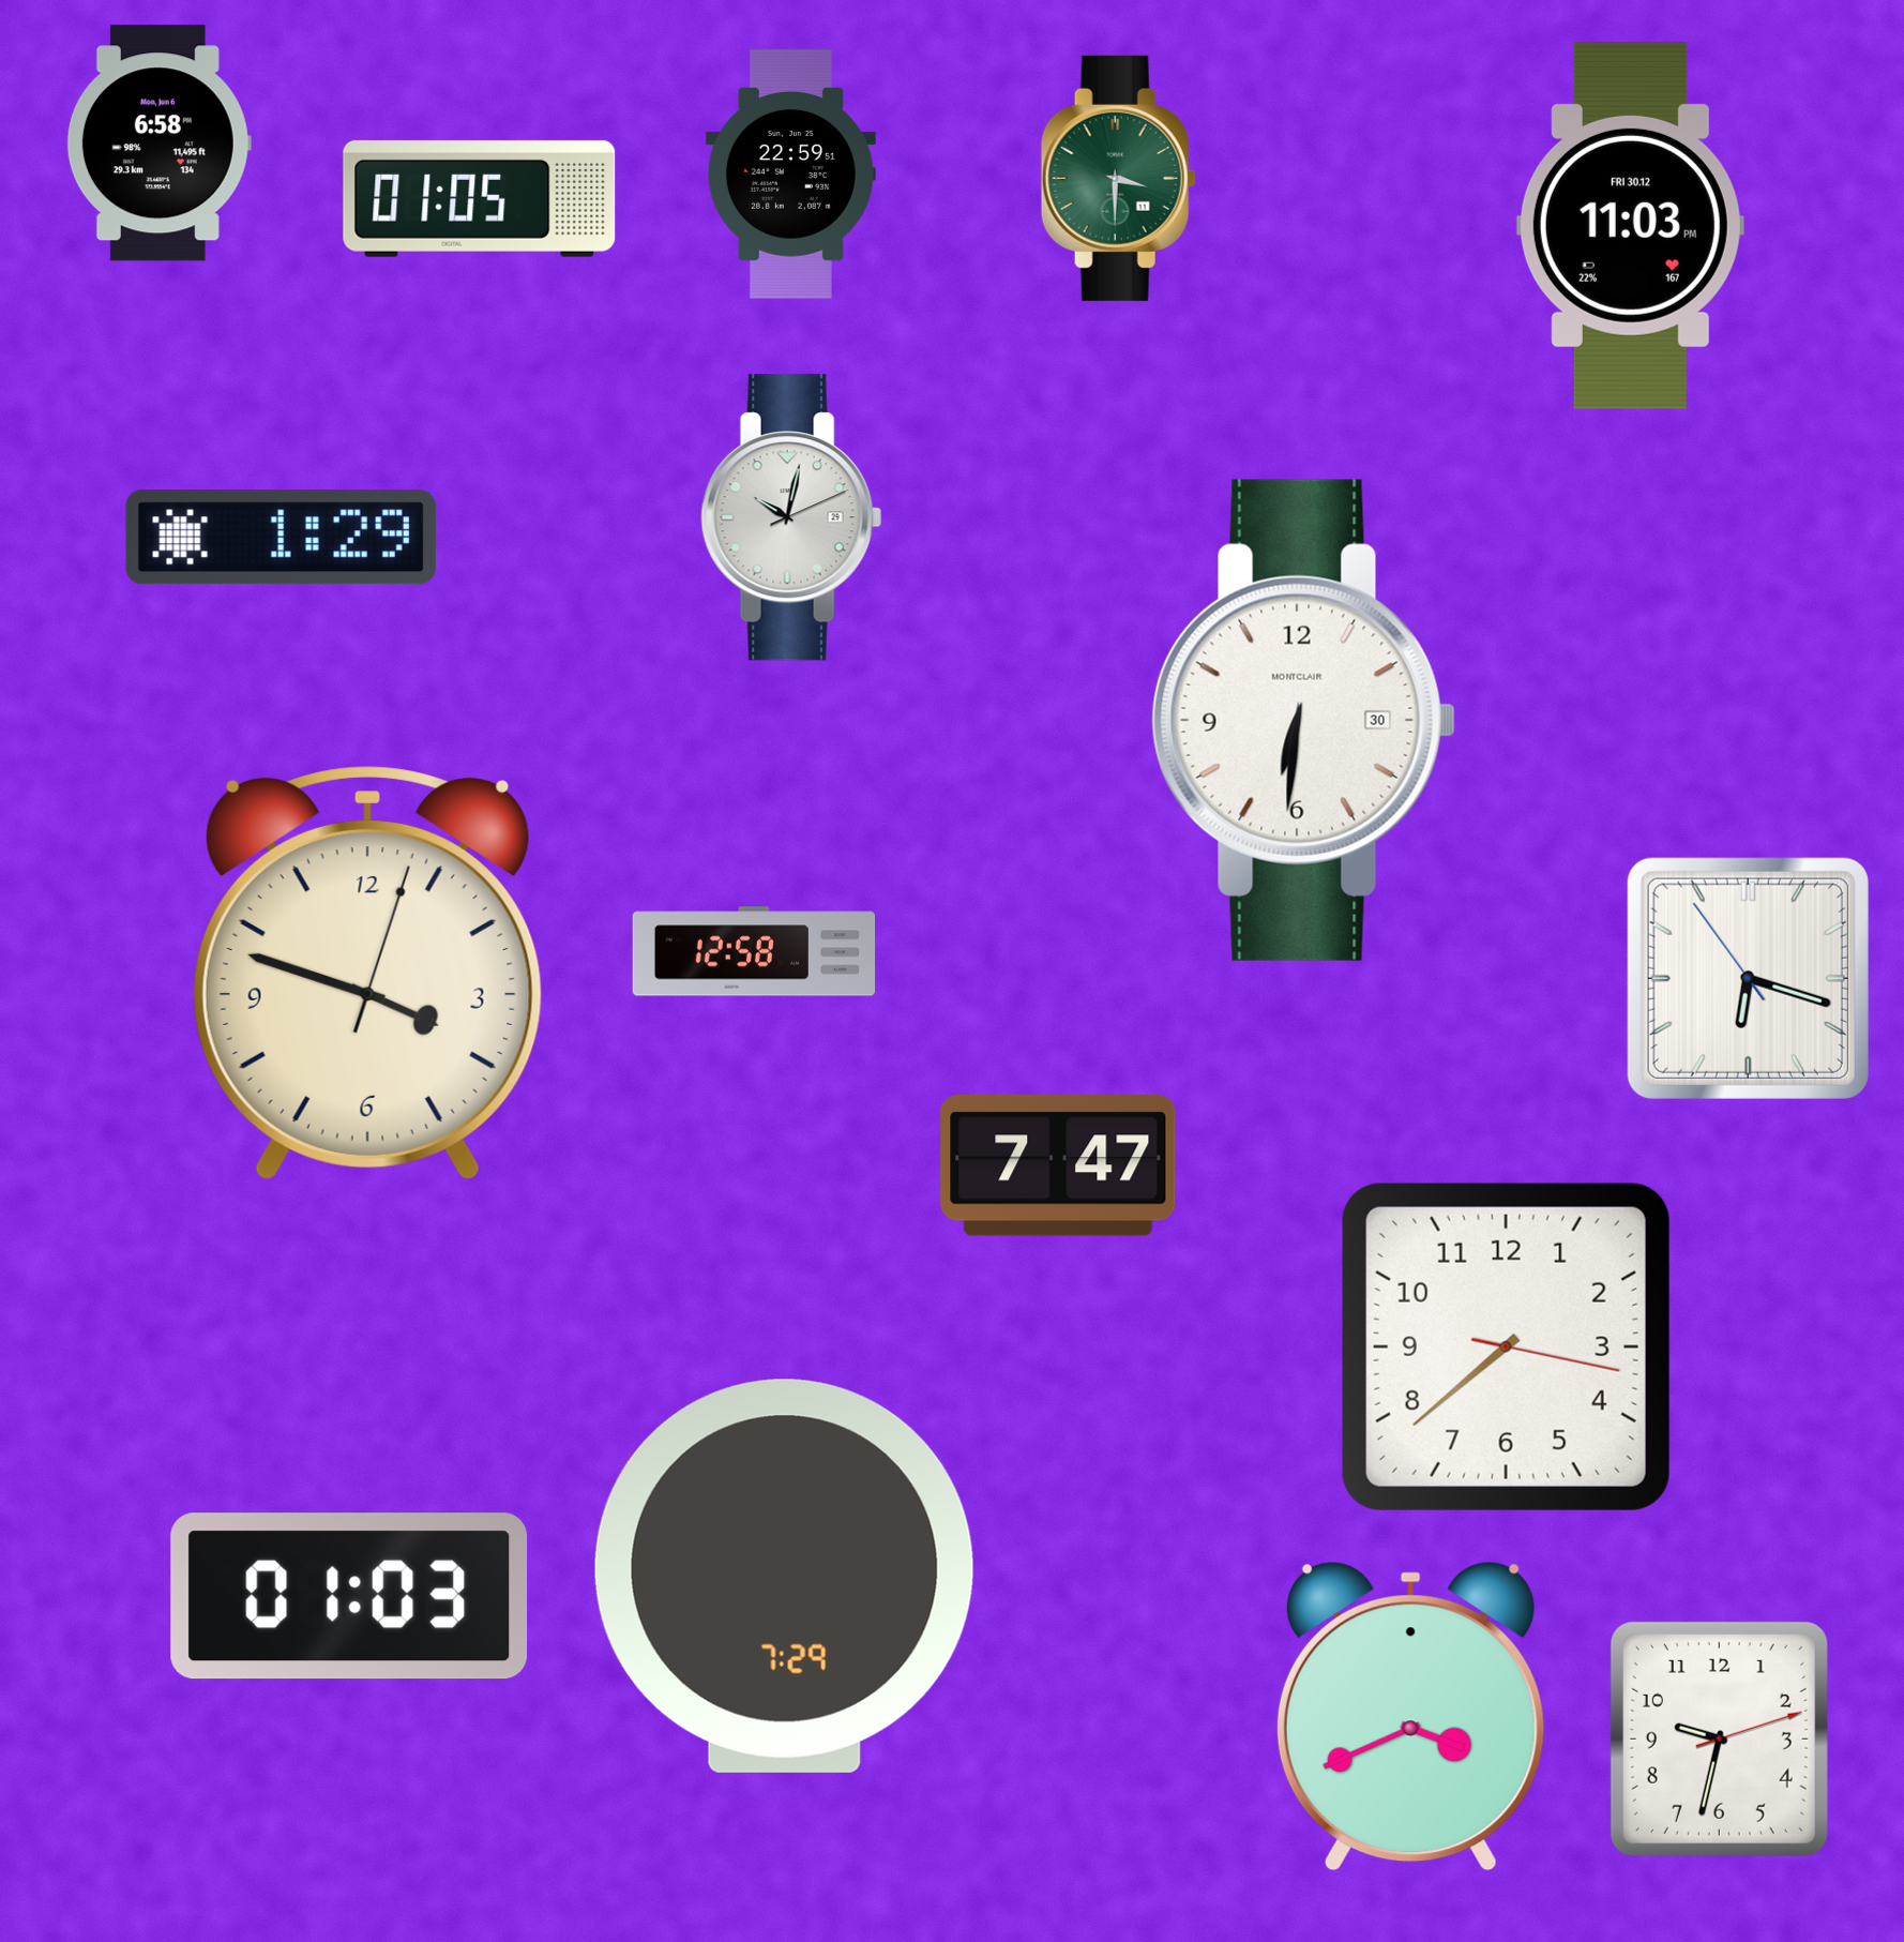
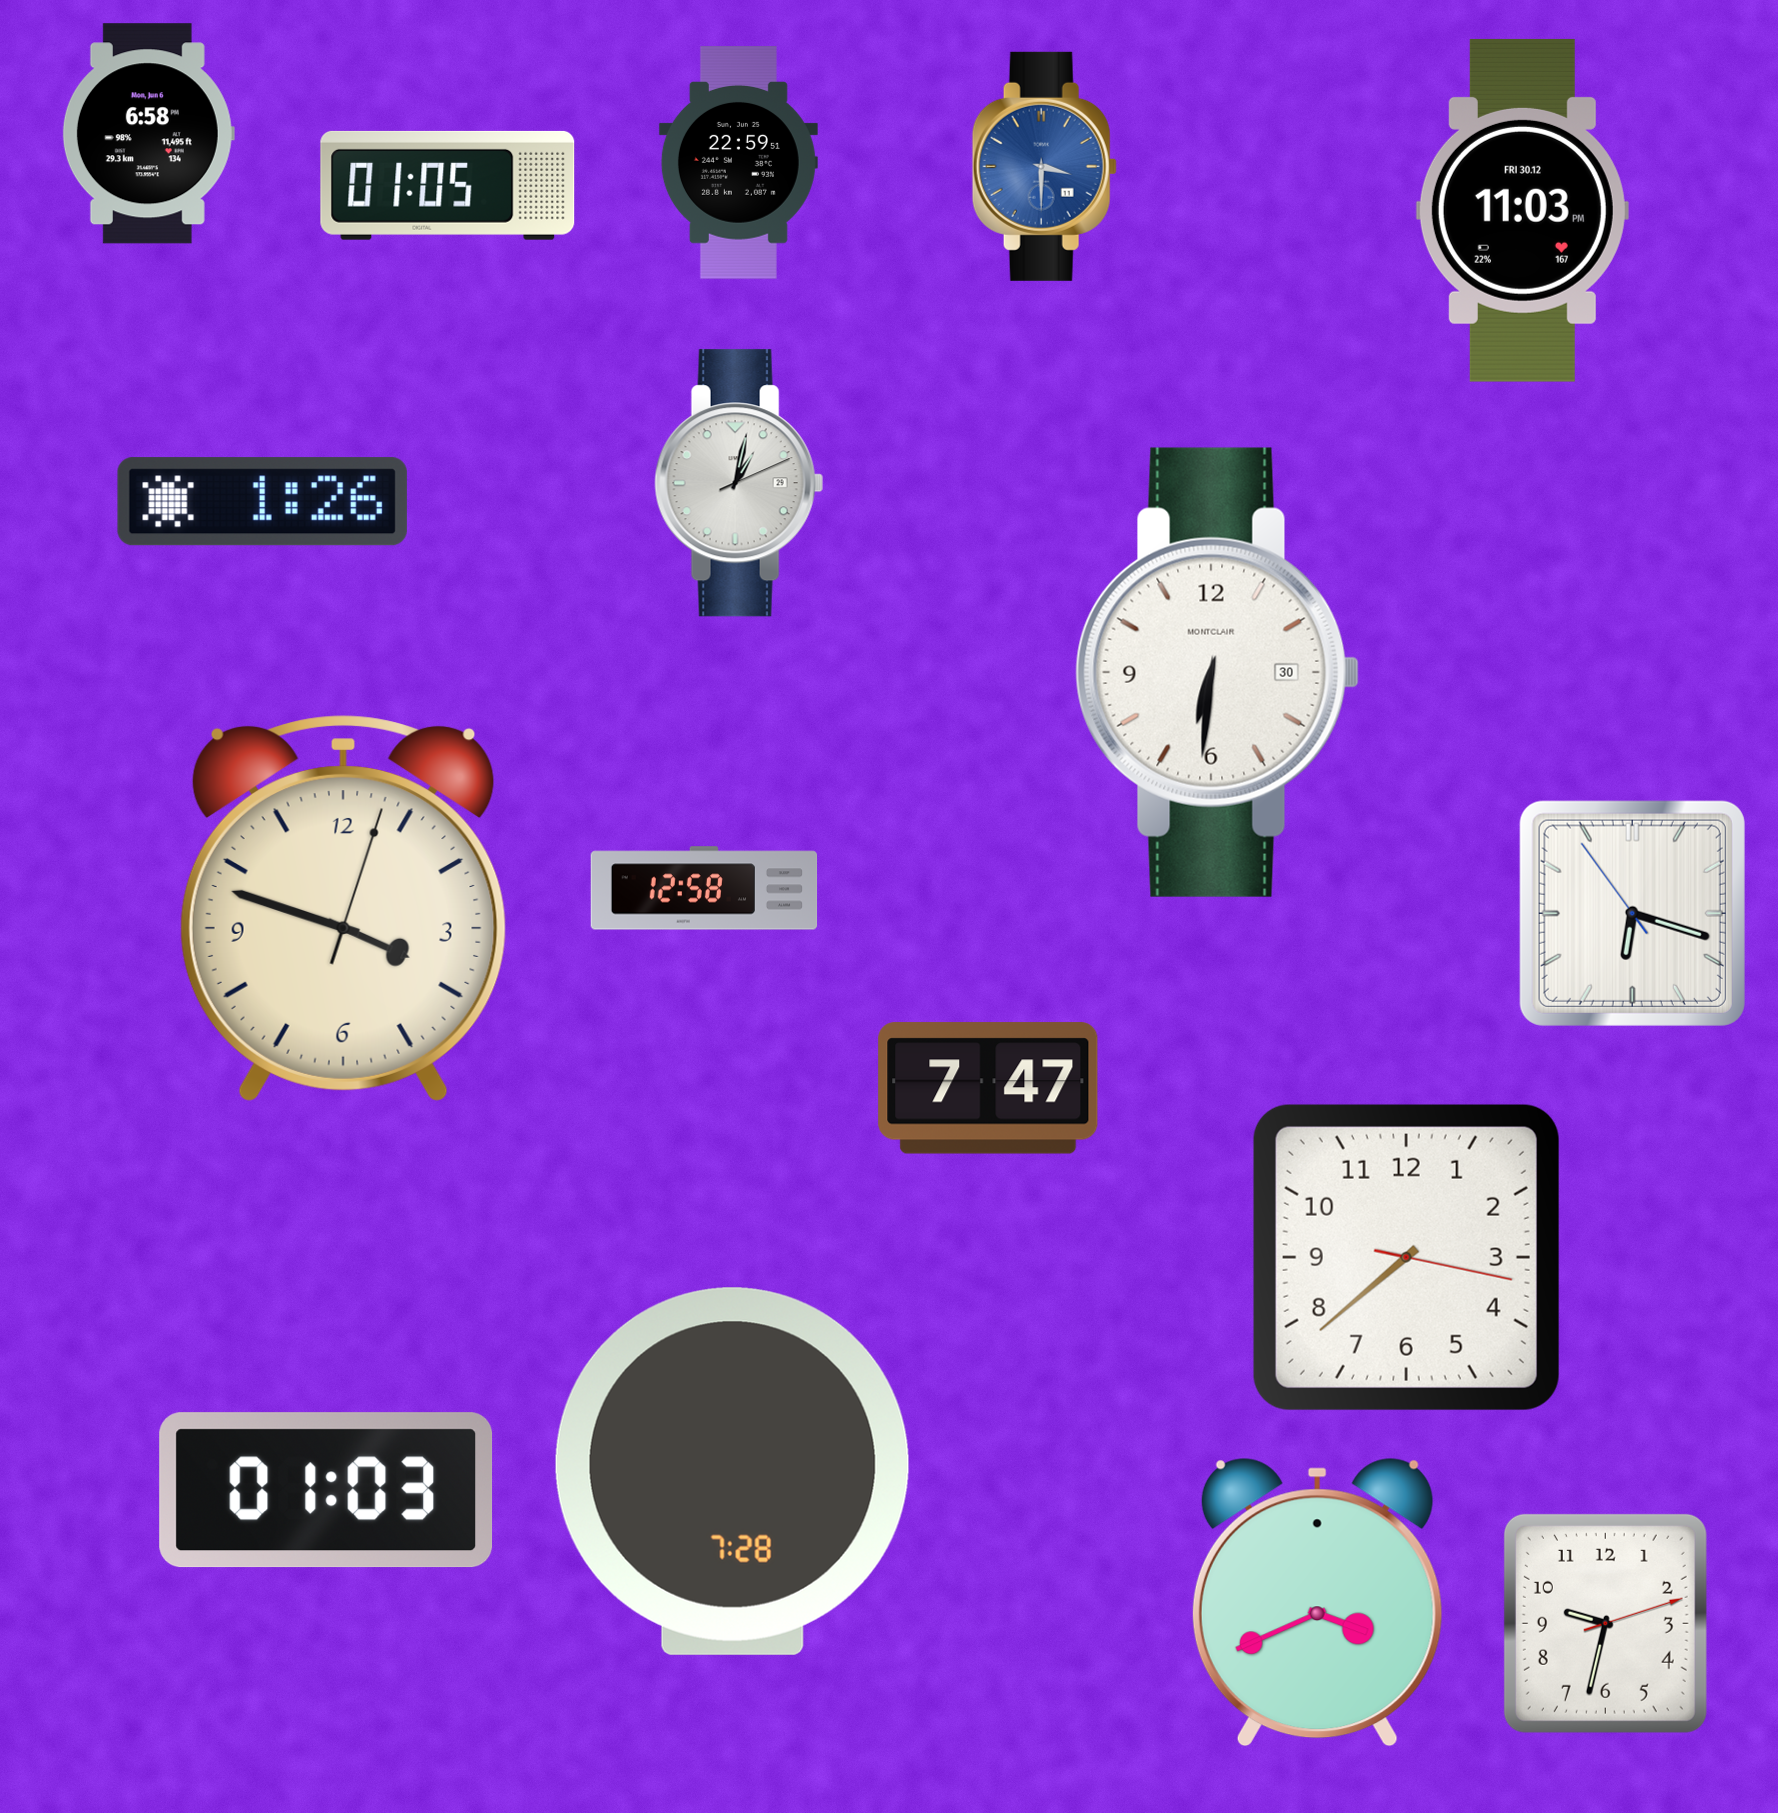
clock at (1118, 178) dial: green -> blue
clock at (791, 517): 10:02 -> 1:02
clock at (281, 538): 1:29 -> 1:26
clock at (784, 1576): 7:29 -> 7:28
